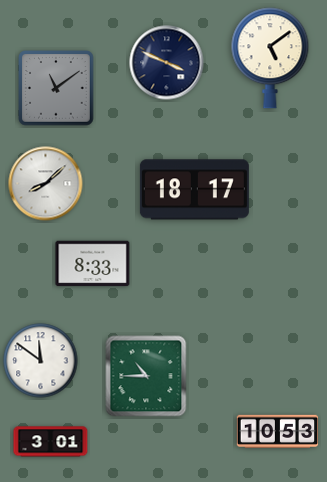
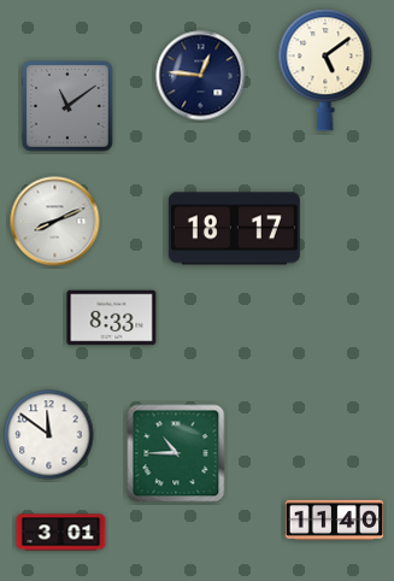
clock at (167, 63): 3:49 -> 12:46
clock at (46, 184): 8:08 -> 8:11
clock at (278, 431): 10:53 -> 11:40
